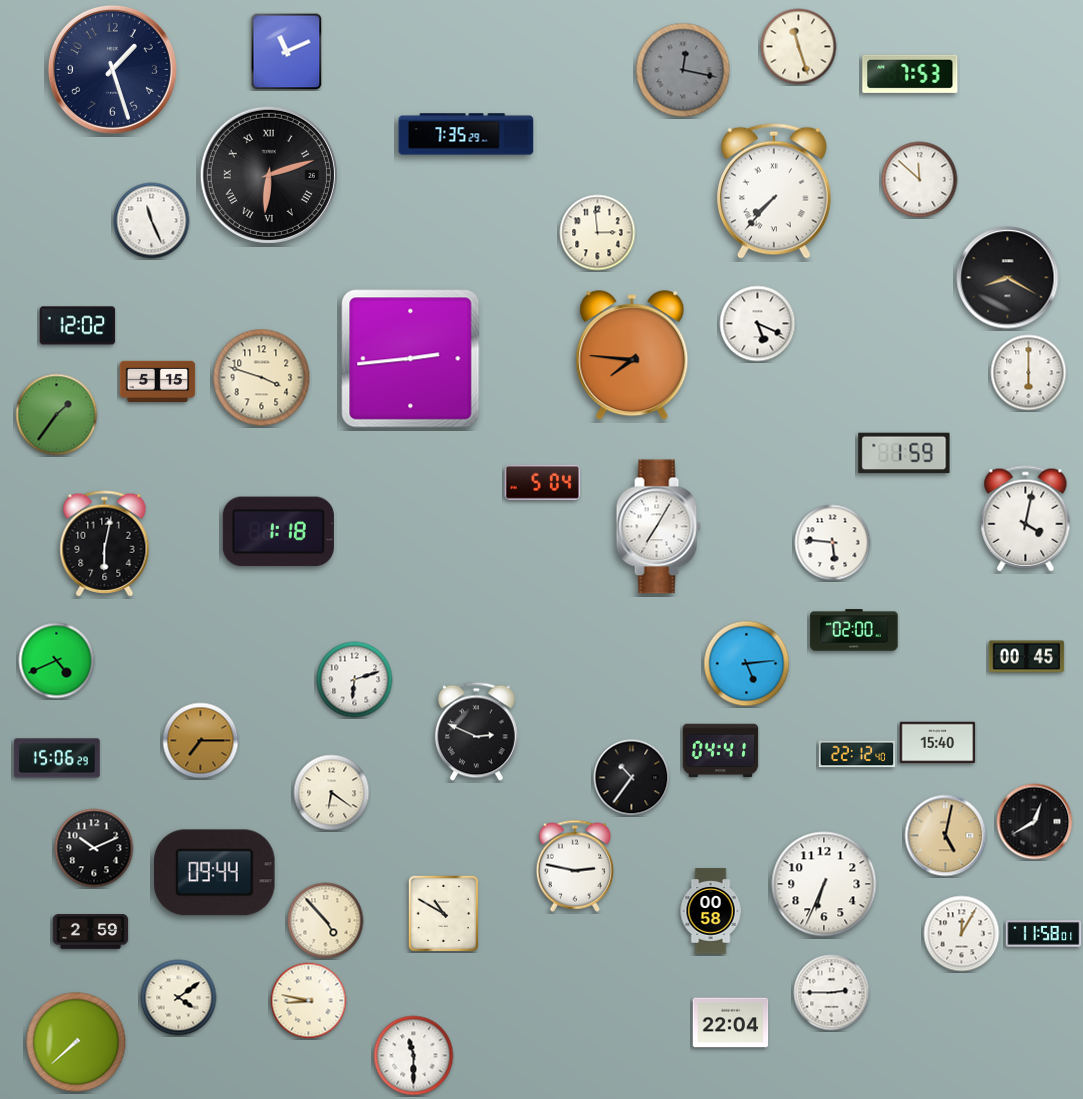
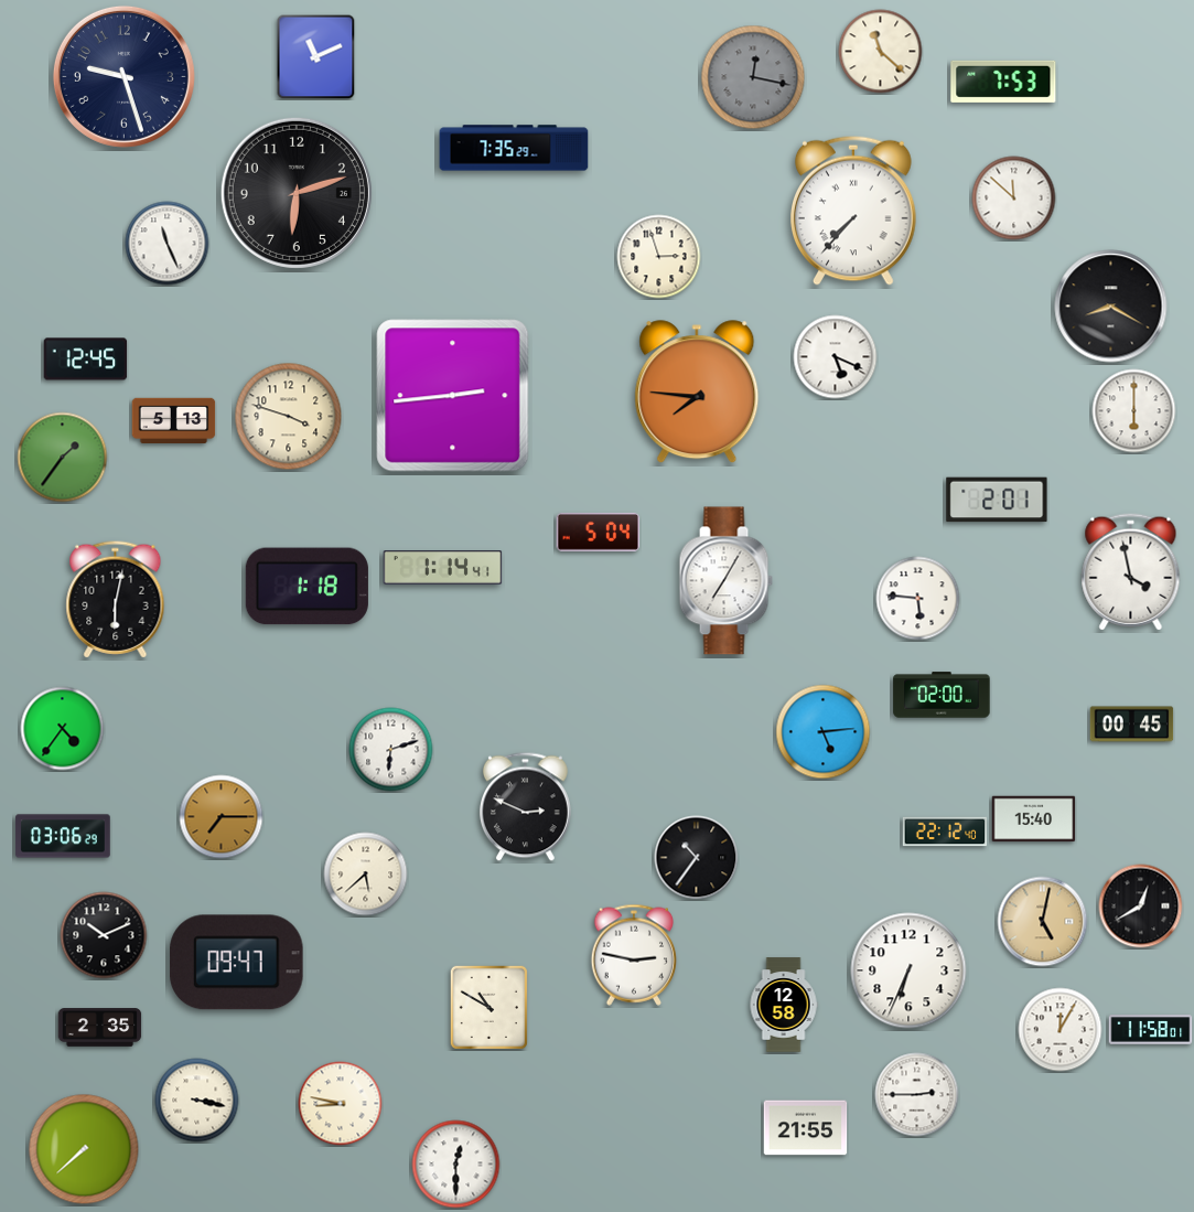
clock at (799, 47): 11:27 -> 11:22
clock at (112, 69): 1:27 -> 9:27
clock at (269, 175) numerals: Roman -> Arabic
clock at (598, 233): 2:59 -> 2:57
clock at (78, 326): 12:02 -> 12:45
clock at (158, 381): 5:15 -> 5:13
clock at (904, 453): 1:59 -> 2:01
clock at (443, 568): none -> 1:14
clock at (1026, 519): 4:02 -> 3:58
clock at (57, 661): 4:41 -> 4:36
clock at (721, 751): 04:41 -> none
clock at (57, 758): 15:06 -> 03:06
clock at (332, 793): 6:21 -> 5:38
clock at (215, 873): 09:44 -> 09:47
clock at (824, 884) position: (824, 884) -> (908, 970)
clock at (711, 911): 00:58 -> 12:58
clock at (326, 921): 4:53 -> none
clock at (91, 932): 2:59 -> 2:35
clock at (179, 998): 4:09 -> 3:17
clock at (731, 1023): 22:04 -> 21:55
clock at (414, 1056): 11:30 -> 12:30
